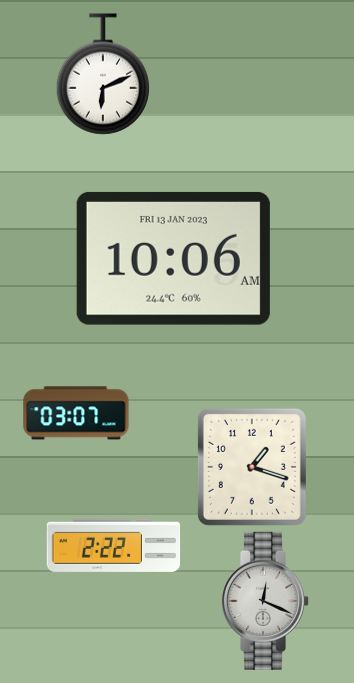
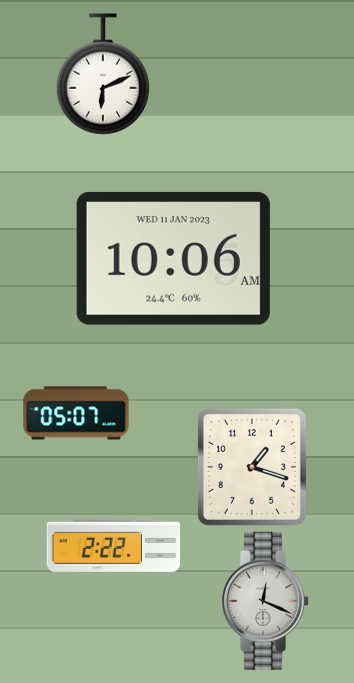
clock at (173, 258) date: FRI 13 JAN 2023 -> WED 11 JAN 2023
clock at (76, 413): 03:07 -> 05:07
